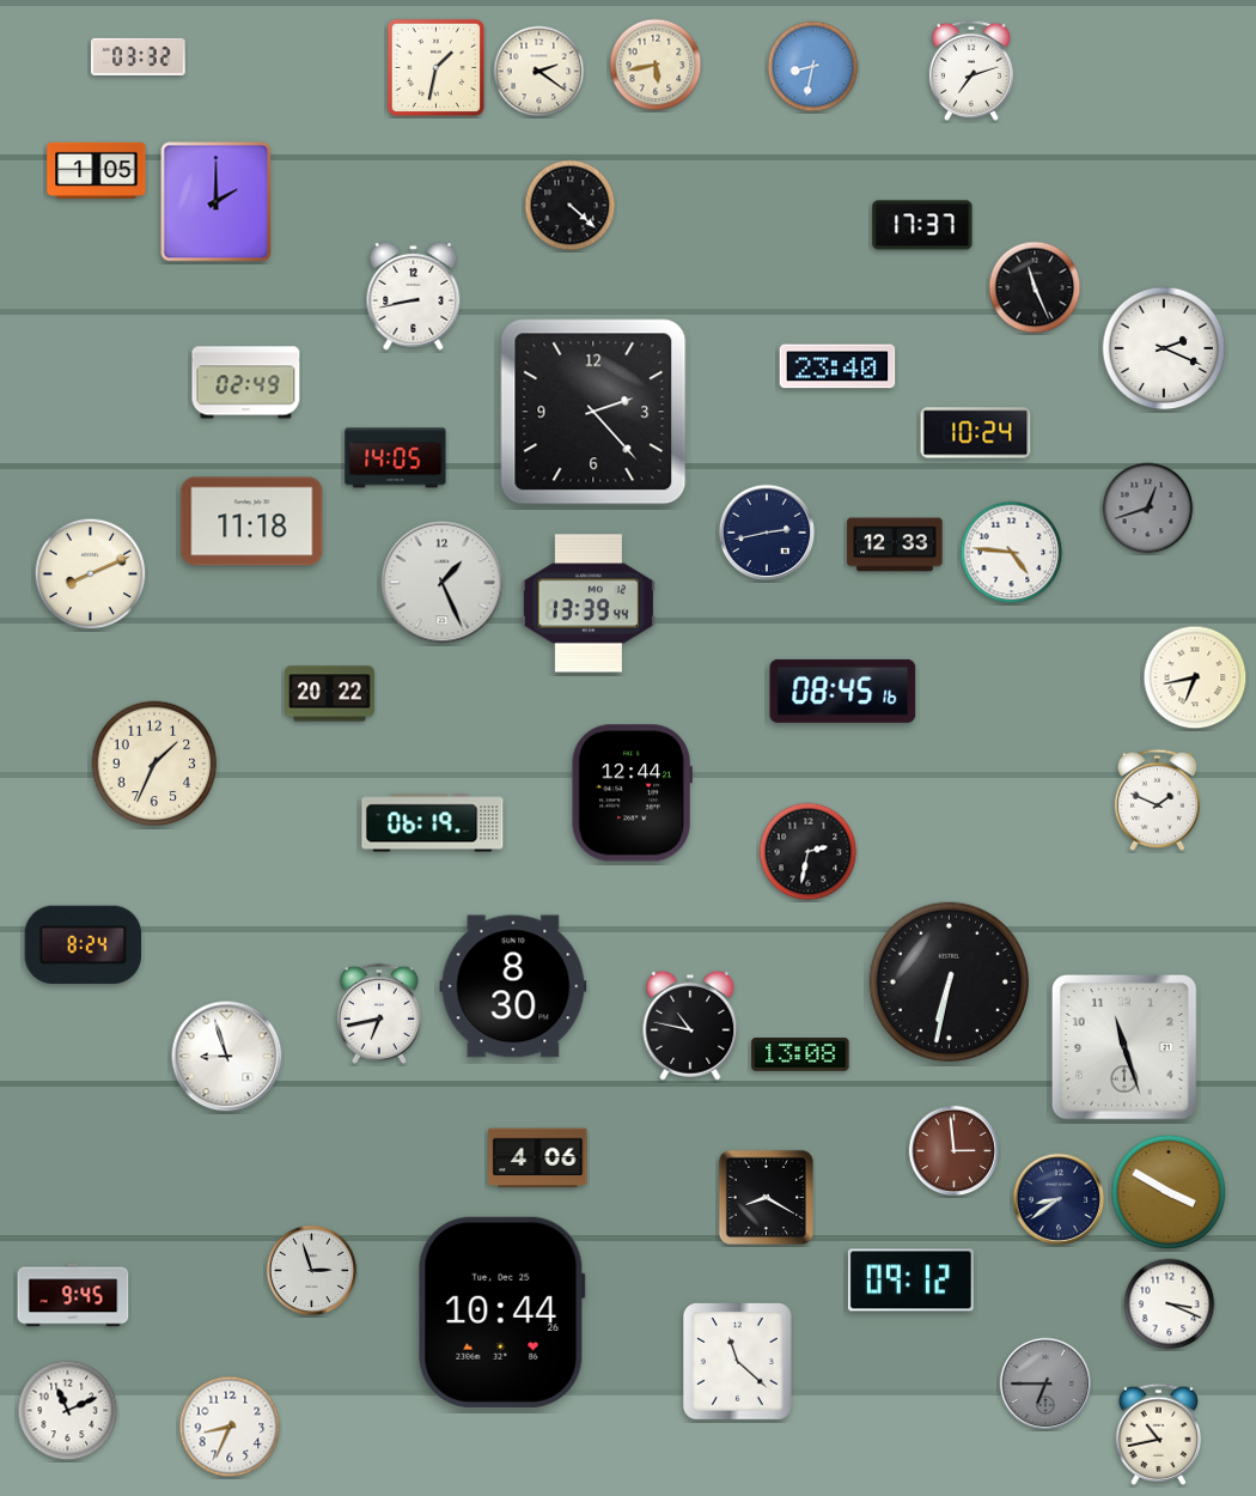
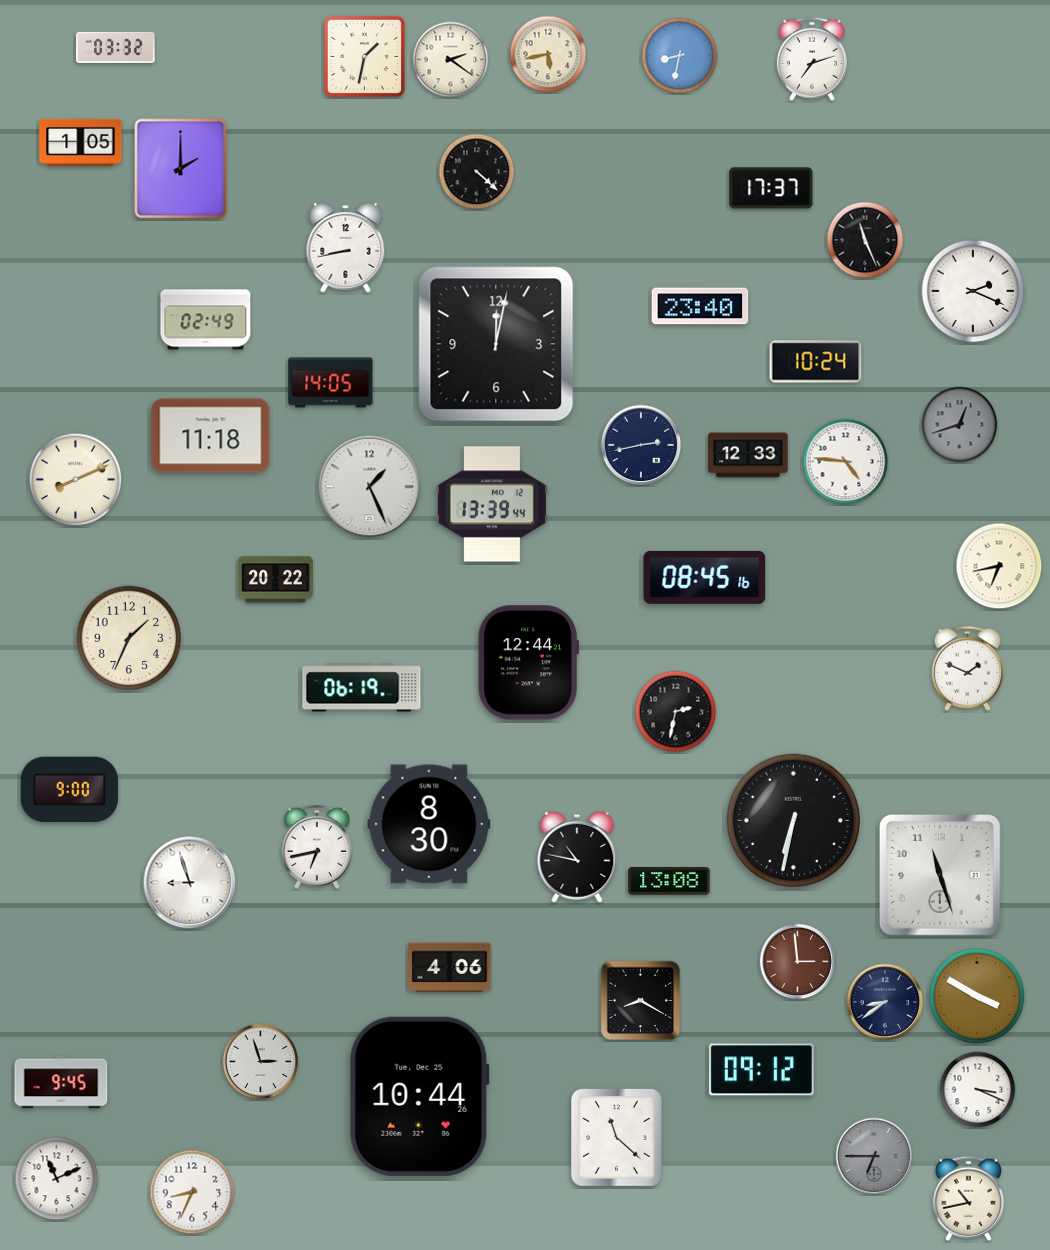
clock at (593, 412): 2:23 -> 12:02
clock at (84, 945): 8:24 -> 9:00
